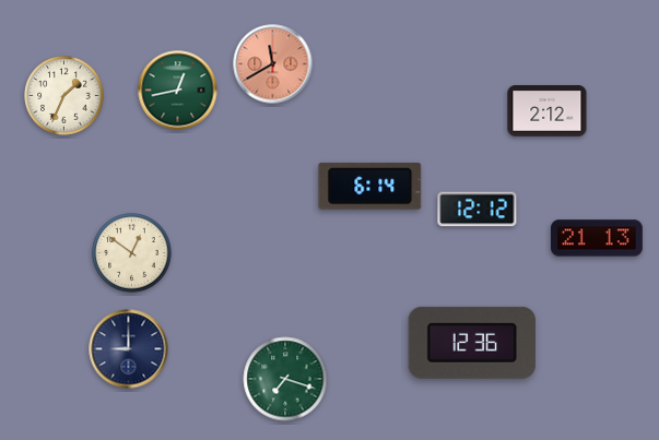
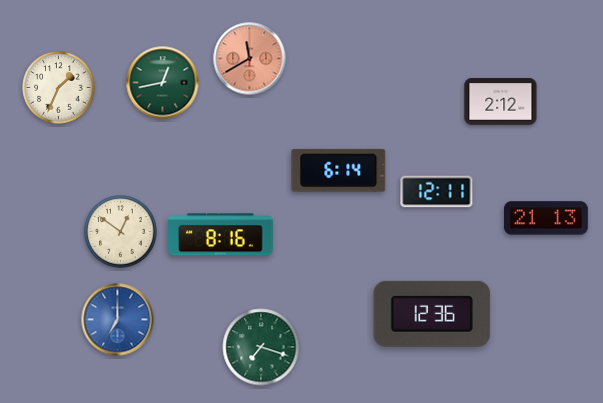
clock at (478, 210): 12:12 -> 12:11
clock at (221, 235): none -> 8:16
clock at (129, 349): 9:00 -> 7:00
clock at (129, 349) dial: navy -> blue
